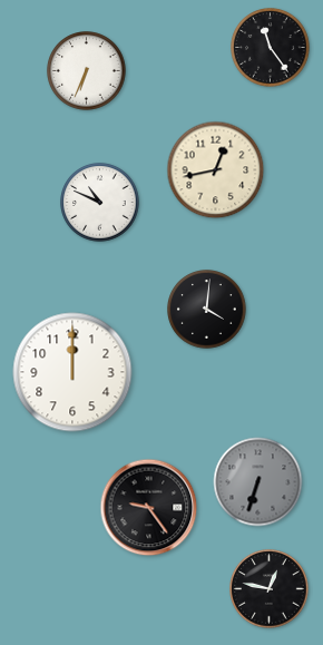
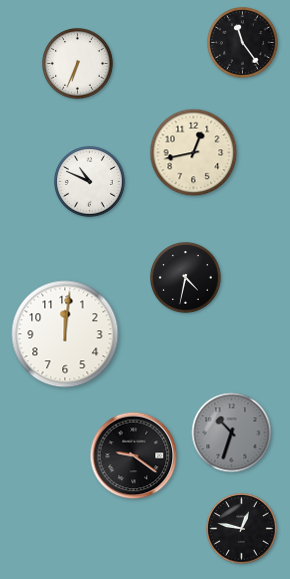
clock at (207, 310): 4:01 -> 4:32
clock at (72, 372): 12:00 -> 12:01
clock at (258, 482): 6:33 -> 10:33
clock at (149, 508): 9:24 -> 9:21
